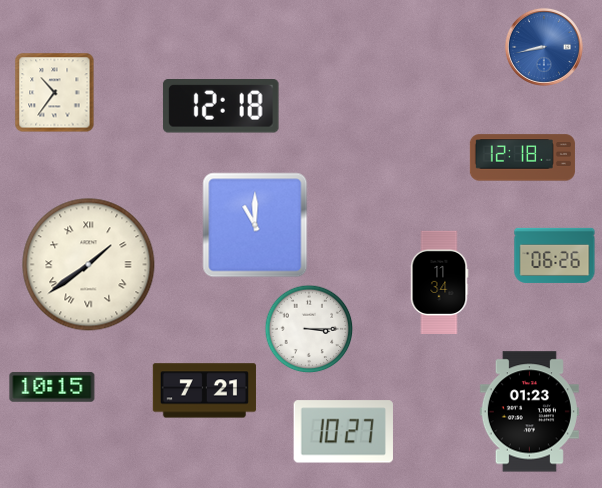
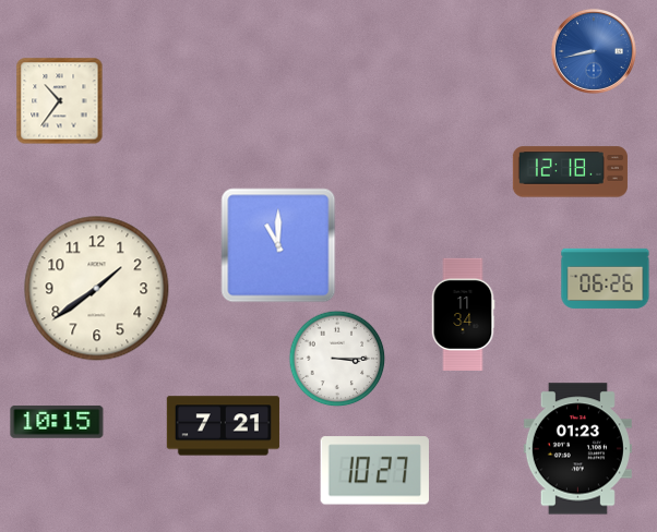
clock at (221, 107): 12:18 -> none
clock at (89, 265) numerals: Roman -> Arabic
clock at (439, 282) position: (439, 282) -> (463, 314)
